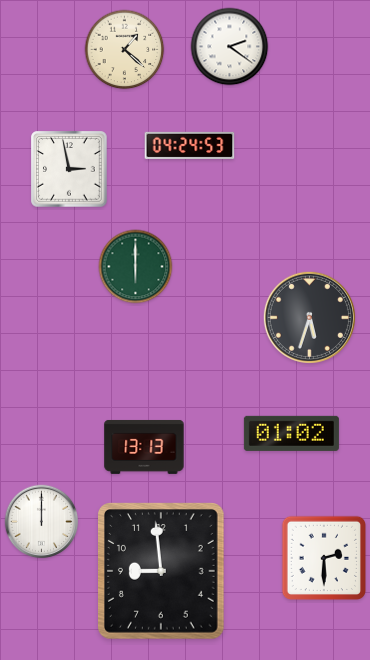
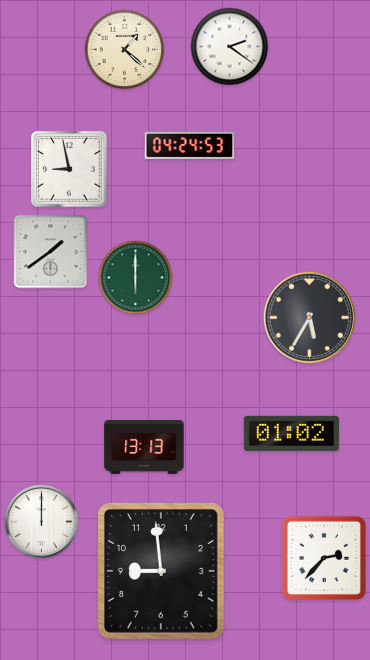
clock at (69, 169): 2:58 -> 8:58
clock at (51, 252): none -> 1:39
clock at (136, 267) position: (136, 267) -> (136, 278)
clock at (309, 317): 5:33 -> 5:35
clock at (323, 557): 2:30 -> 2:37
